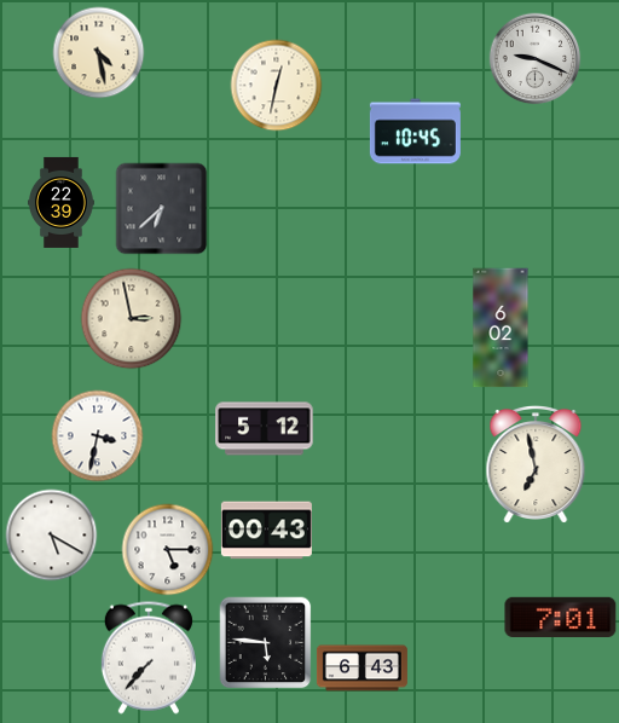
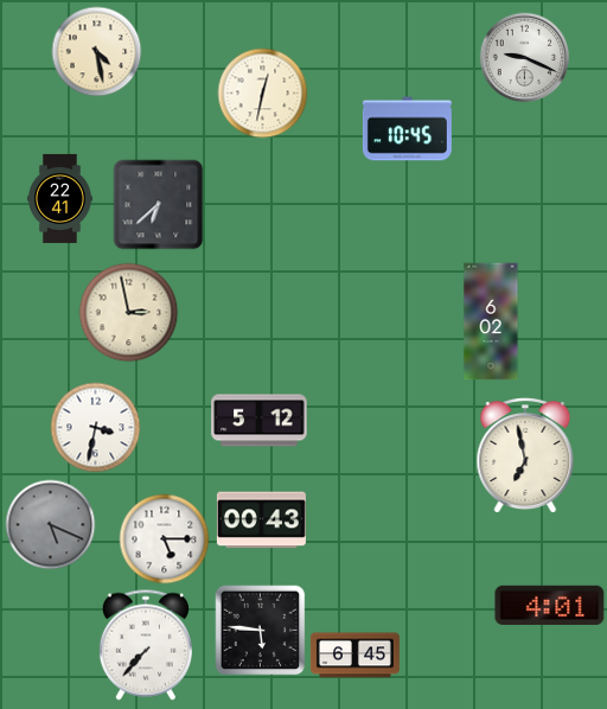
clock at (277, 86) position: (277, 86) -> (263, 94)
clock at (62, 202): 22:39 -> 22:41
clock at (52, 536): 5:20 -> 5:19
clock at (52, 536) dial: white -> grey
clock at (561, 617): 7:01 -> 4:01
clock at (361, 669): 6:43 -> 6:45
